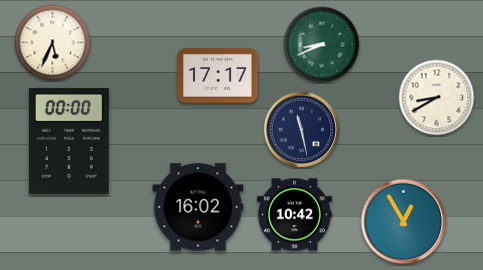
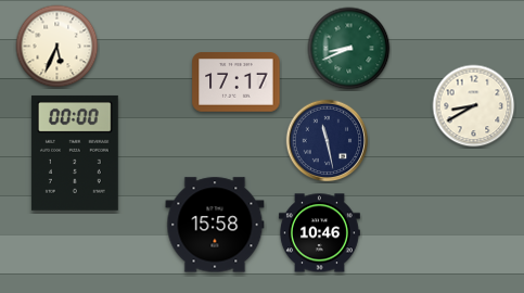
clock at (198, 207): 16:02 -> 15:58
clock at (294, 215): 10:42 -> 10:46
clock at (404, 222): 12:55 -> none
